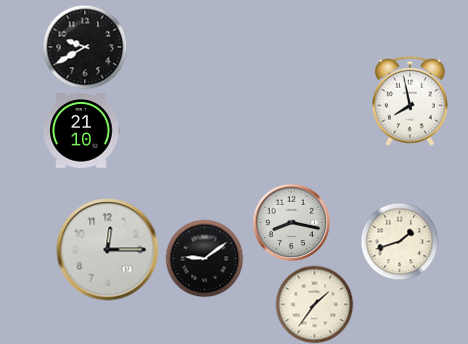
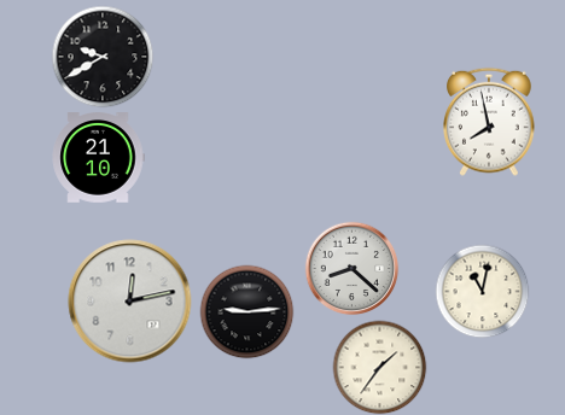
clock at (410, 101) position: (410, 101) -> (489, 122)
clock at (291, 222): 8:17 -> 8:22
clock at (399, 241): 1:42 -> 11:02
clock at (108, 250): 12:15 -> 12:13
clock at (204, 258): 9:09 -> 9:14
